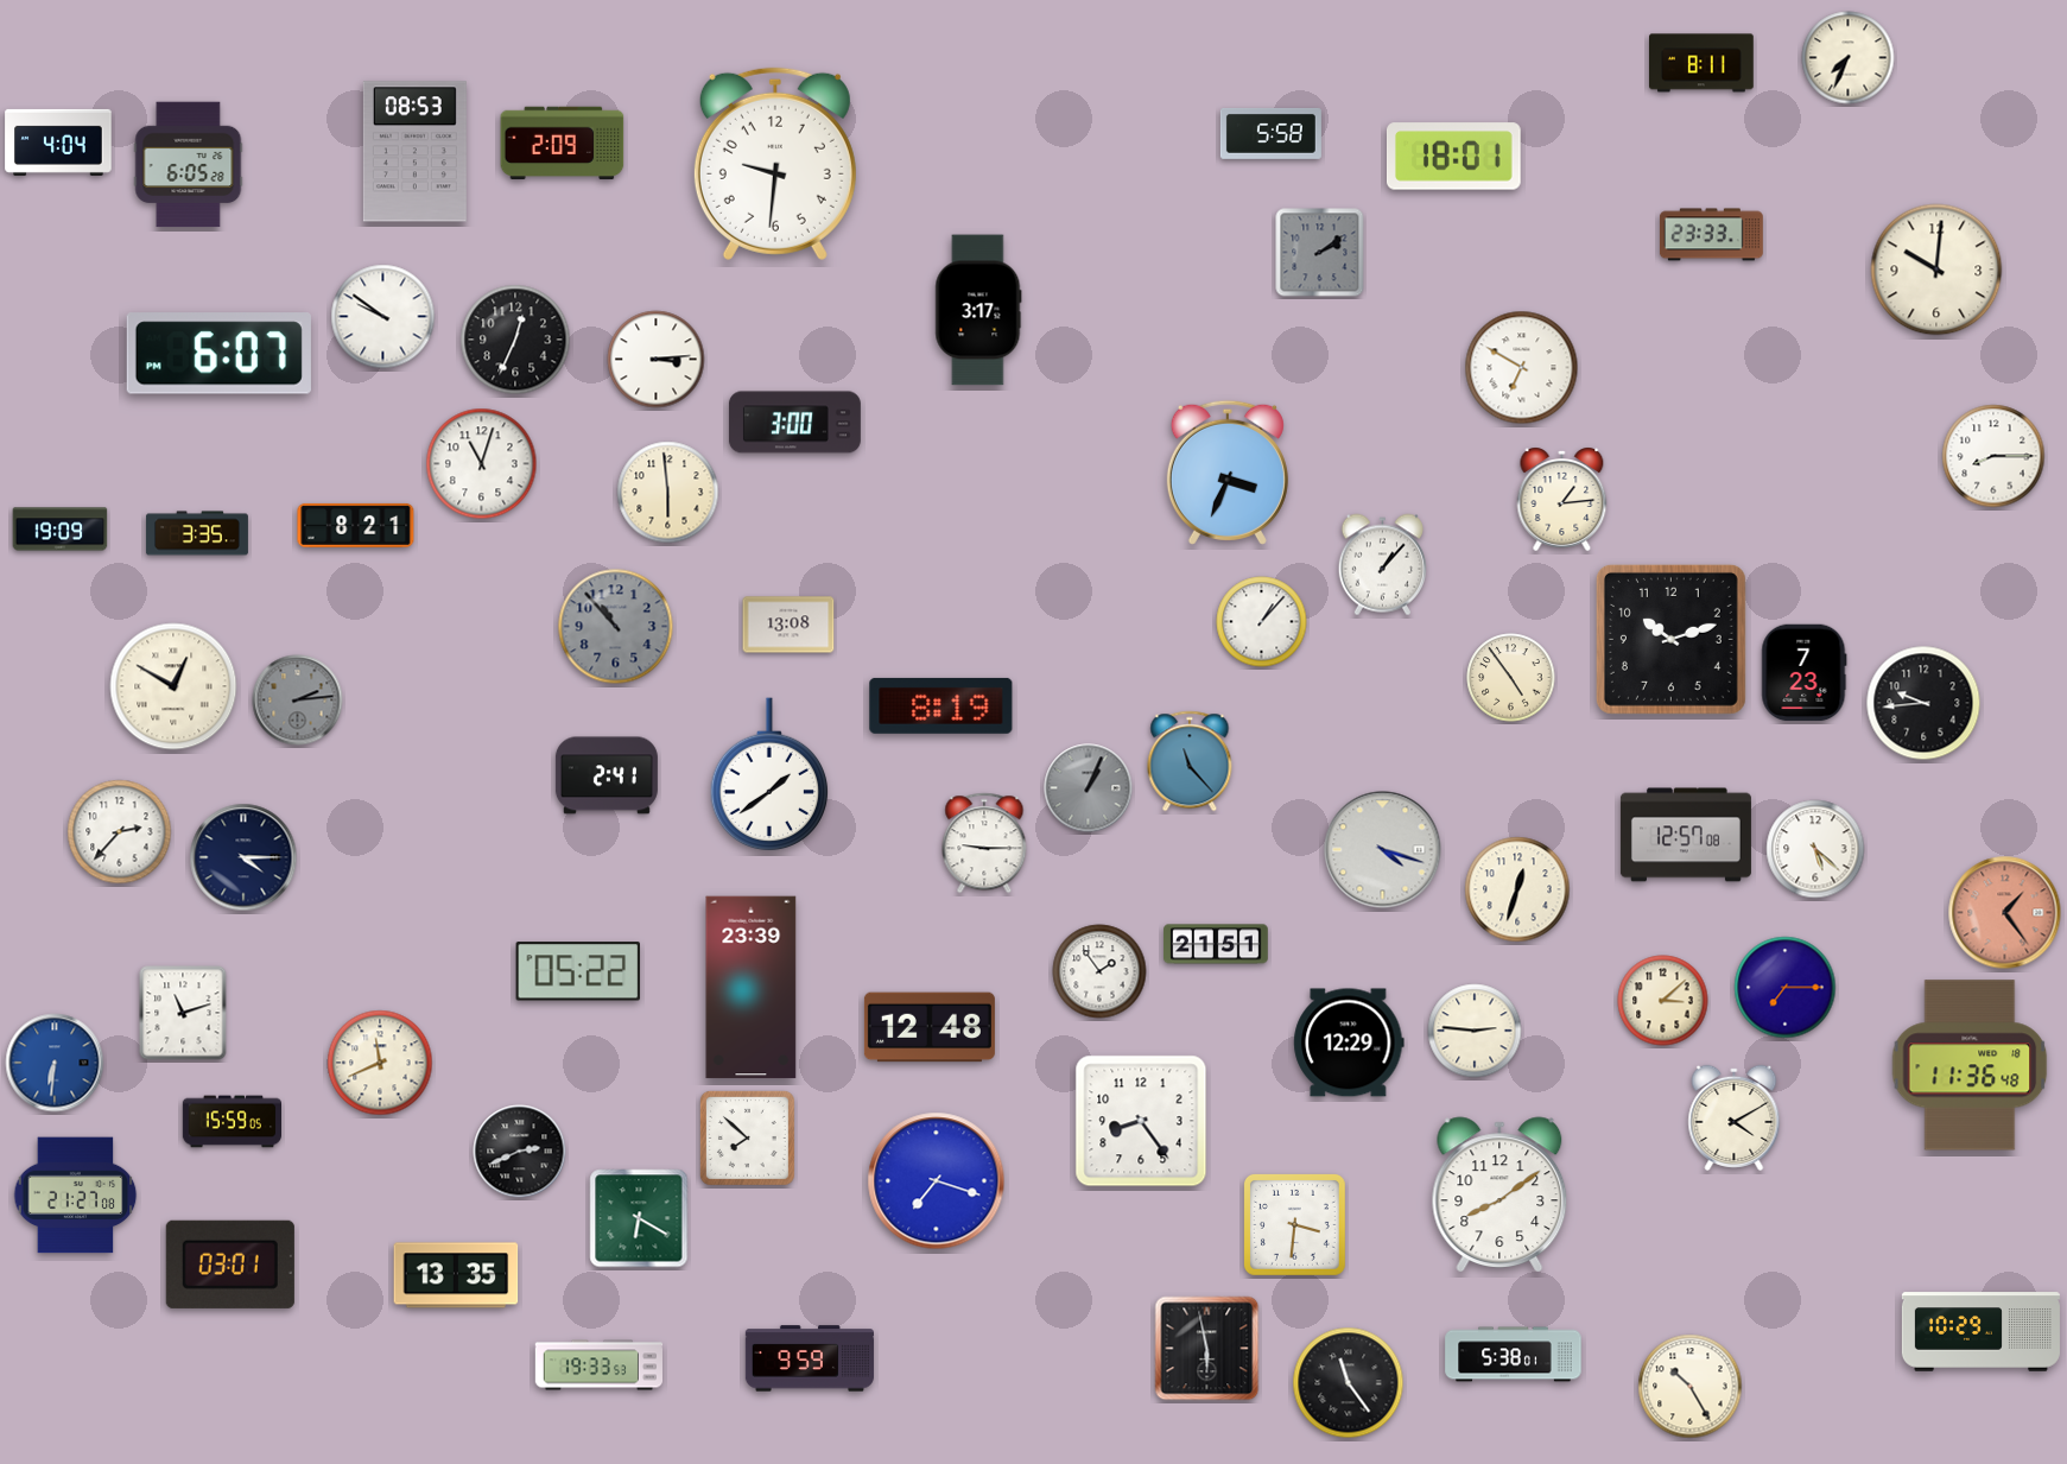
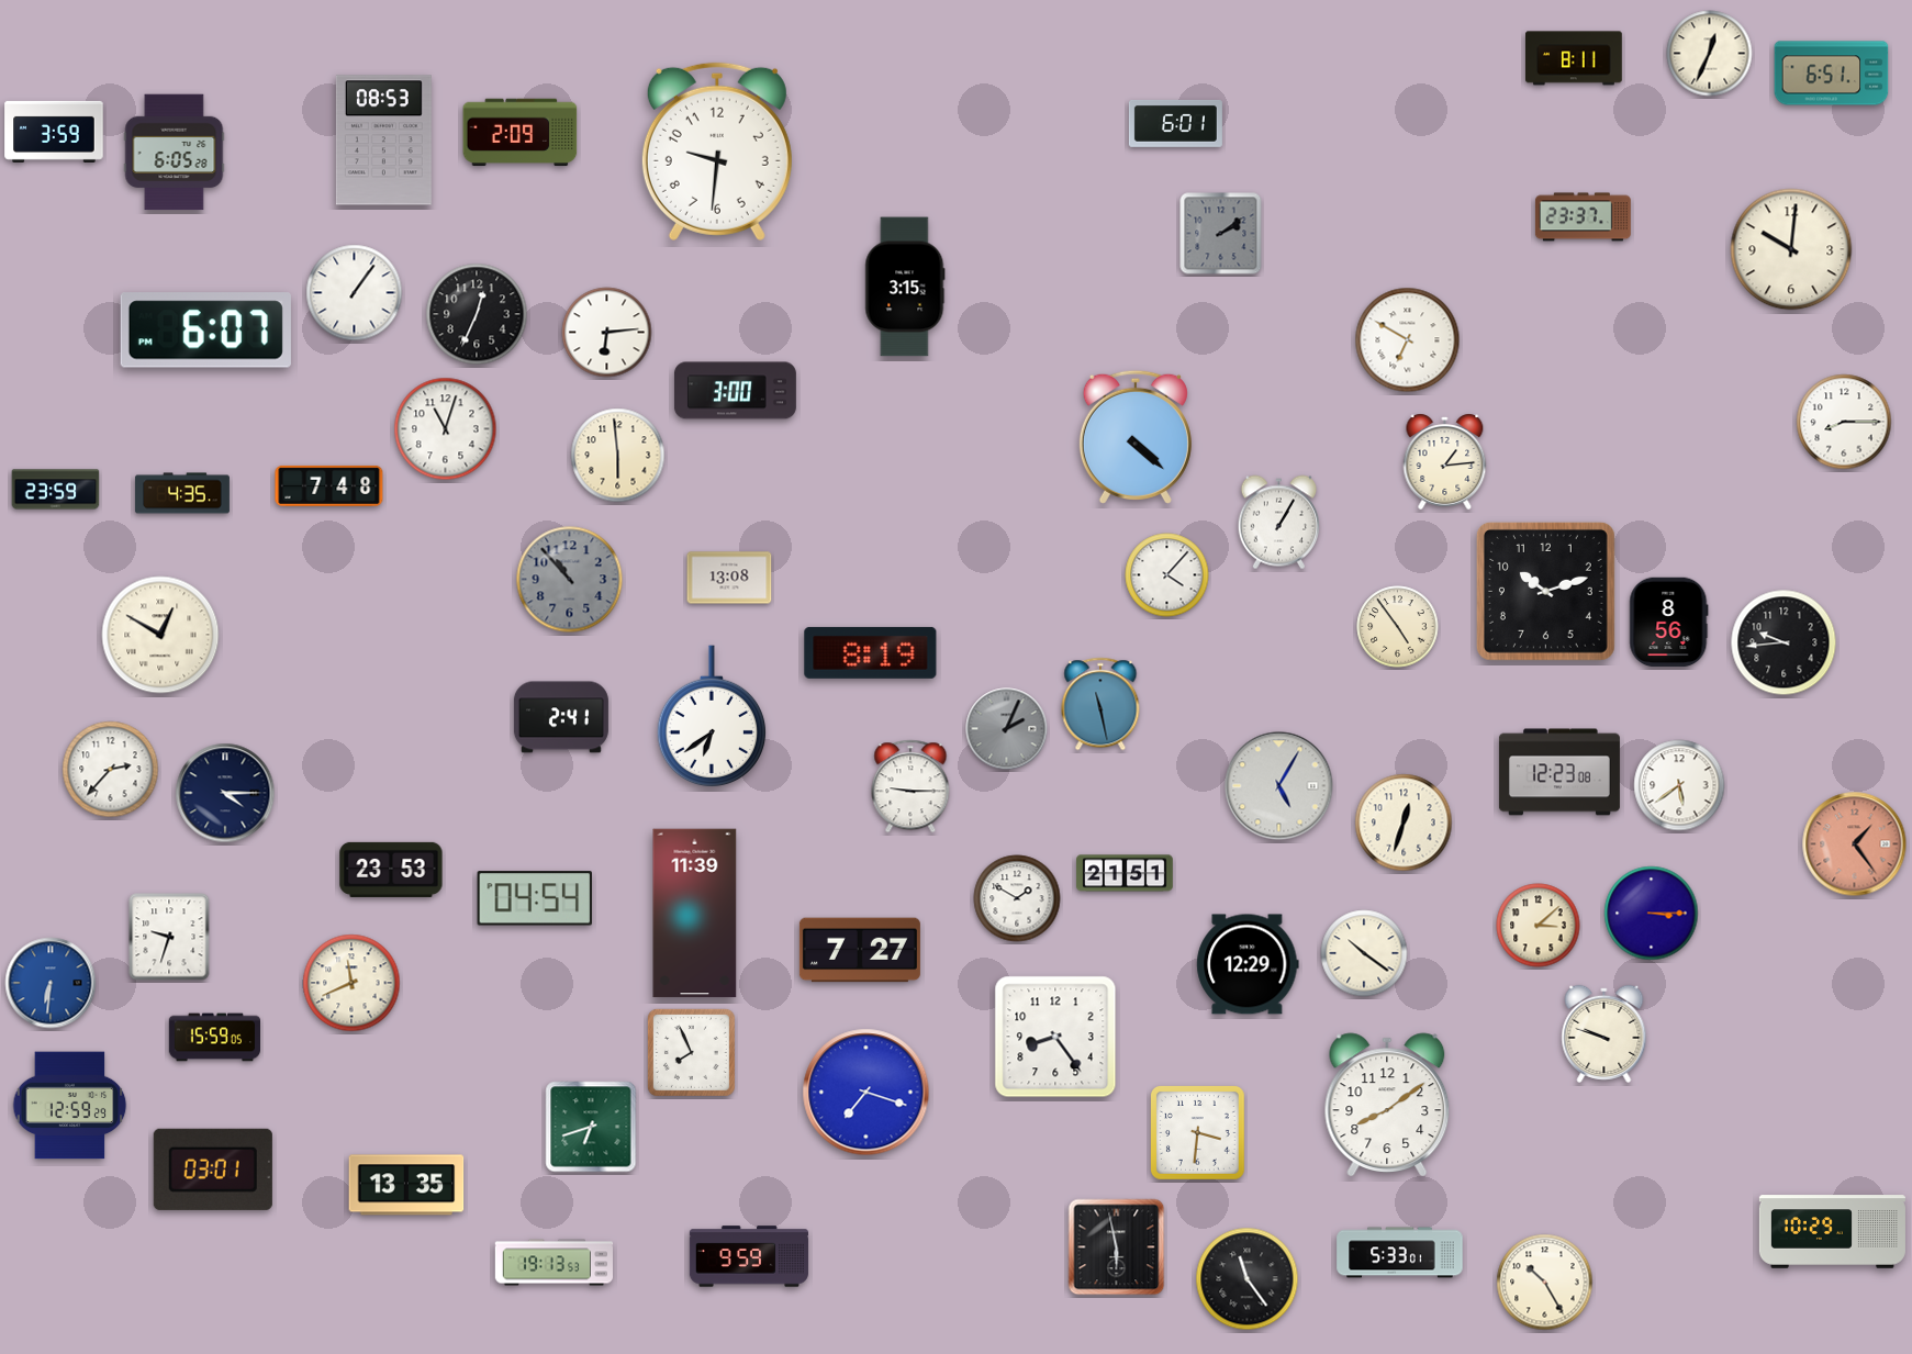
clock at (1849, 58): 7:34 -> 12:34
clock at (1832, 74): none -> 6:51
clock at (1270, 133): 5:58 -> 6:01
clock at (58, 142): 4:04 -> 3:59
clock at (1454, 157): 18:01 -> none
clock at (1711, 235): 23:33 -> 23:37
clock at (978, 310): 3:17 -> 3:15
clock at (383, 317): 9:51 -> 1:06
clock at (218, 354) position: (218, 354) -> (205, 331)
clock at (657, 360): 3:14 -> 6:14
clock at (1228, 473): 3:34 -> 4:22
clock at (356, 525): 8:21 -> 7:48
clock at (61, 530): 19:09 -> 23:59
clock at (197, 533): 3:35 -> 4:35
clock at (1382, 565): 1:07 -> 1:05
clock at (1262, 622): 1:07 -> 4:07
clock at (1805, 673): 7:23 -> 8:56
clock at (298, 701): 2:14 -> none
clock at (1923, 703) position: (1923, 703) -> (1784, 642)
clock at (1190, 761): 11:23 -> 11:28
clock at (769, 775): 1:39 -> 6:39
clock at (1089, 788): 1:04 -> 2:04
clock at (1686, 835): 12:57 -> 12:23
clock at (984, 843) position: (984, 843) -> (910, 786)
clock at (1815, 849): 5:22 -> 5:39
clock at (1383, 850): 4:18 -> 5:05
clock at (391, 870): none -> 23:53
clock at (578, 971): 05:22 -> 04:54
clock at (1099, 971): 1:54 -> 1:50
clock at (752, 988): 23:39 -> 11:39
clock at (1786, 988): 7:15 -> 3:15
clock at (183, 1013): 11:12 -> 9:33
clock at (930, 1027): 12:48 -> 7:27
clock at (1475, 1031): 2:46 -> 10:21
clock at (1970, 1065): 11:36 -> none
clock at (1735, 1117): 4:10 -> 9:48
clock at (747, 1137): 7:52 -> 7:56
clock at (520, 1152): 2:41 -> none
clock at (76, 1196): 21:27 -> 12:59
clock at (639, 1218): 6:20 -> 6:42
clock at (456, 1275) position: (456, 1275) -> (406, 1185)
clock at (1514, 1355): 5:38 -> 5:33
clock at (598, 1365): 19:33 -> 19:13
clock at (1691, 1387) position: (1691, 1387) -> (1545, 1283)
